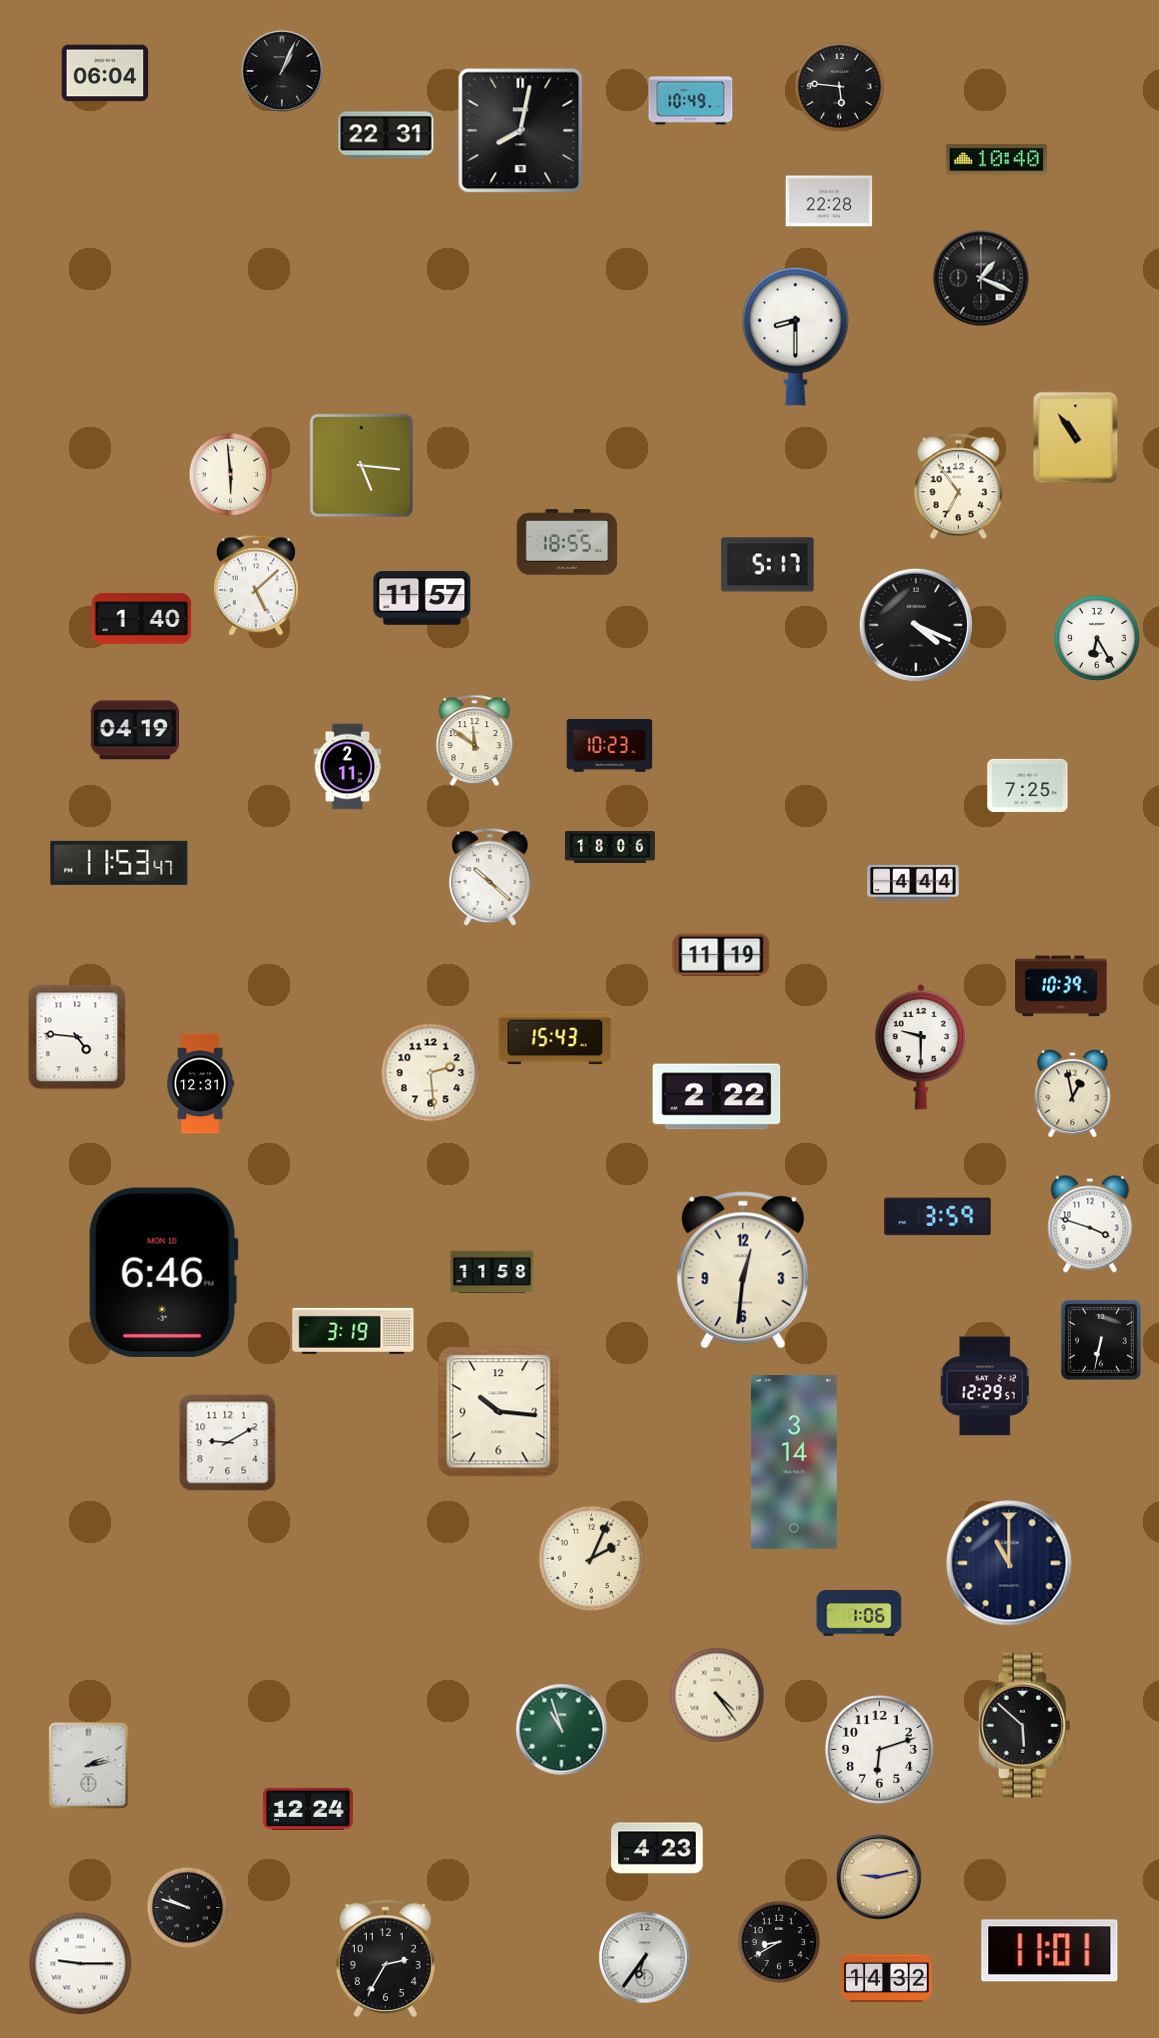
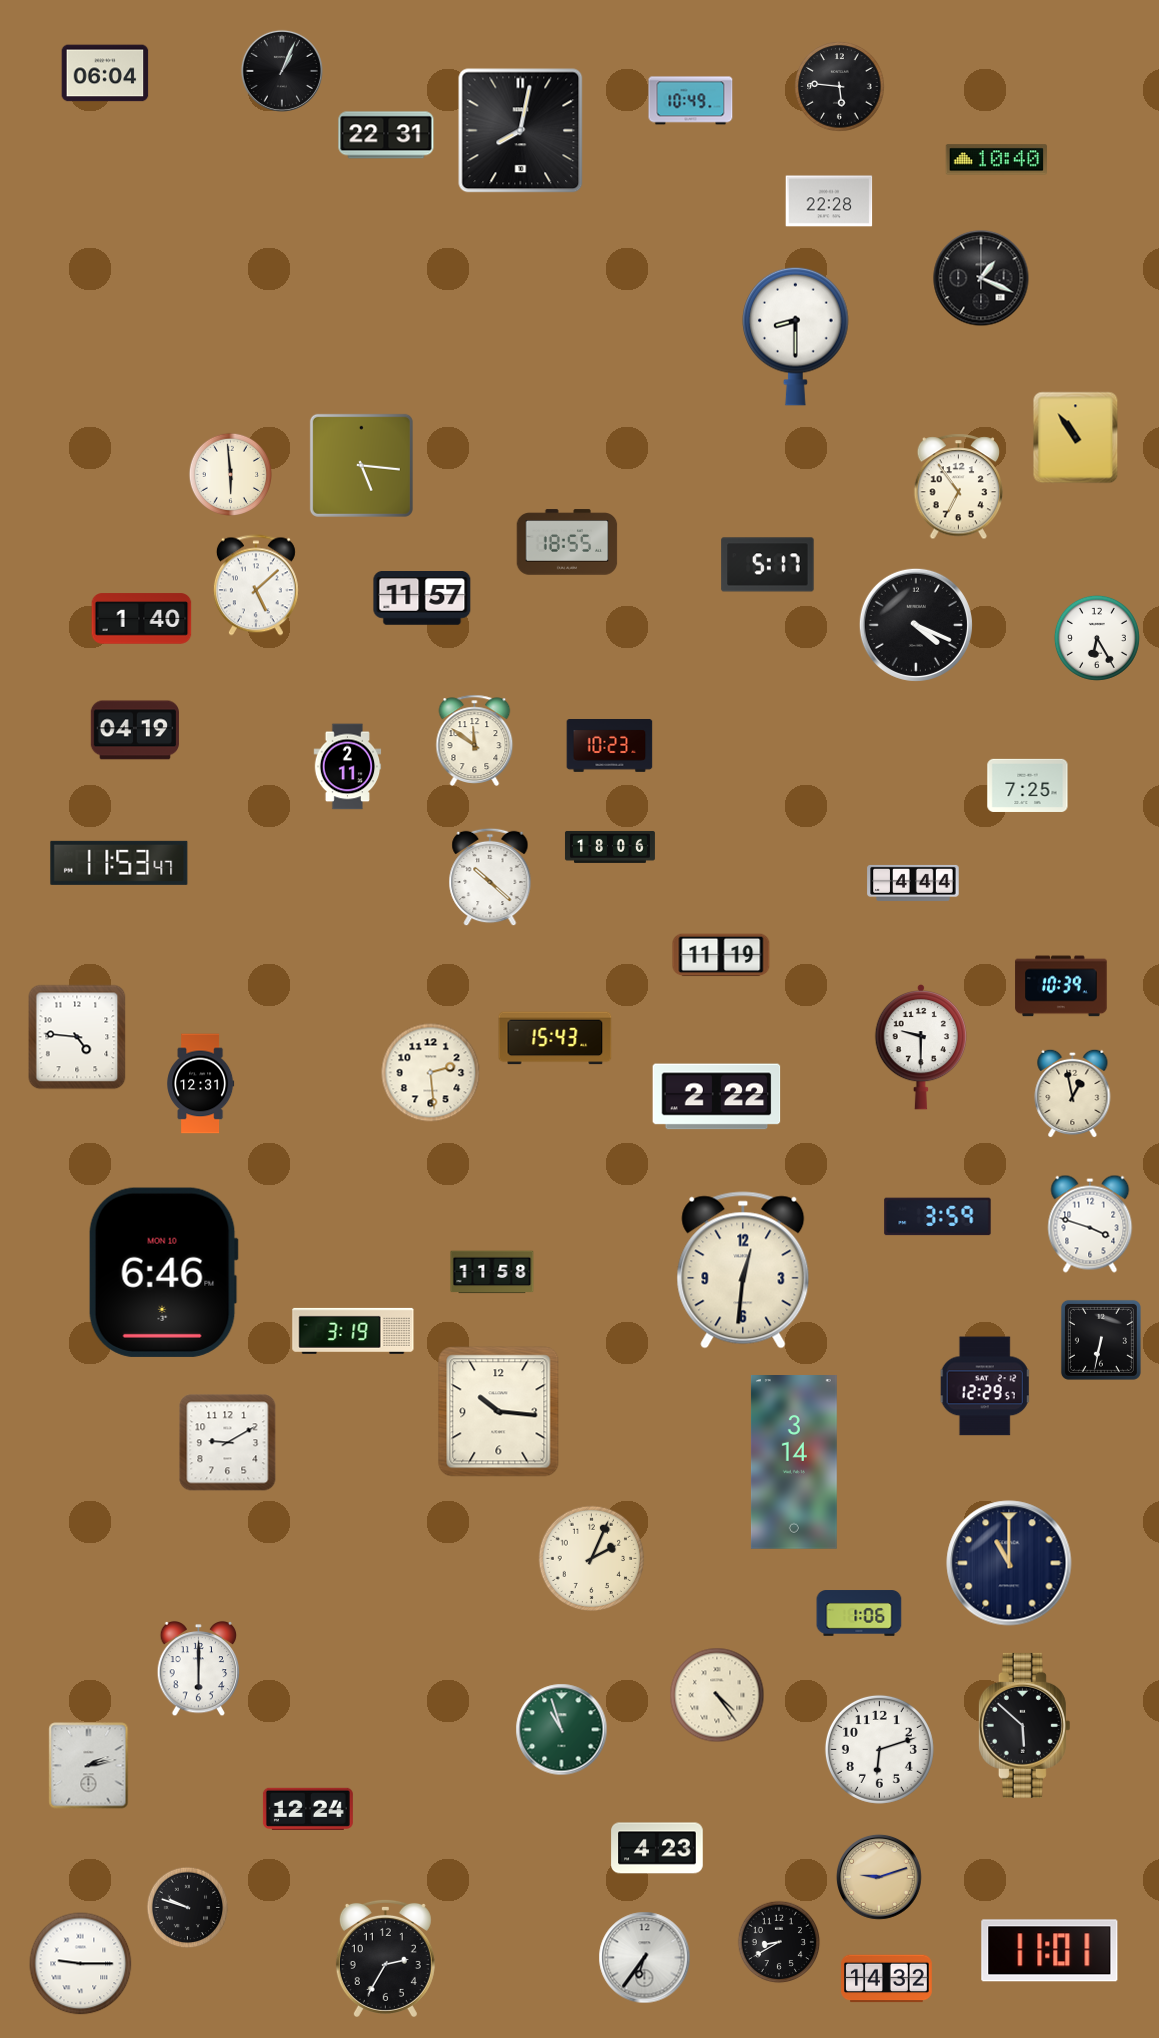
clock at (199, 1669): none -> 6:00
clock at (879, 1877): 9:13 -> 9:12
